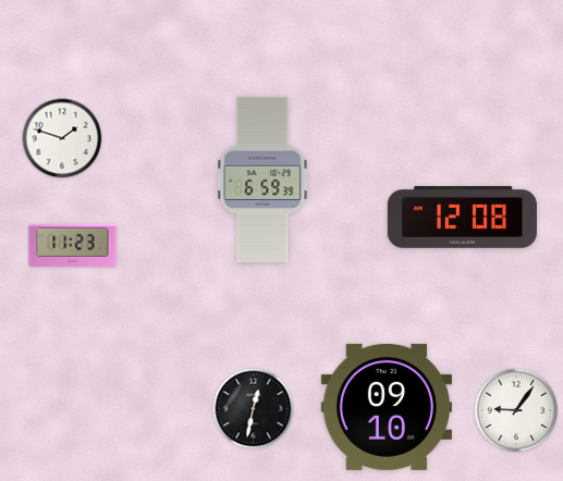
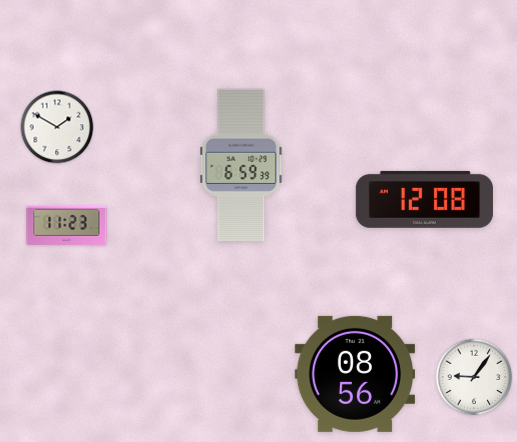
clock at (62, 138): 1:48 -> 1:50
clock at (385, 407): 09:10 -> 08:56
clock at (254, 409): 12:32 -> none
